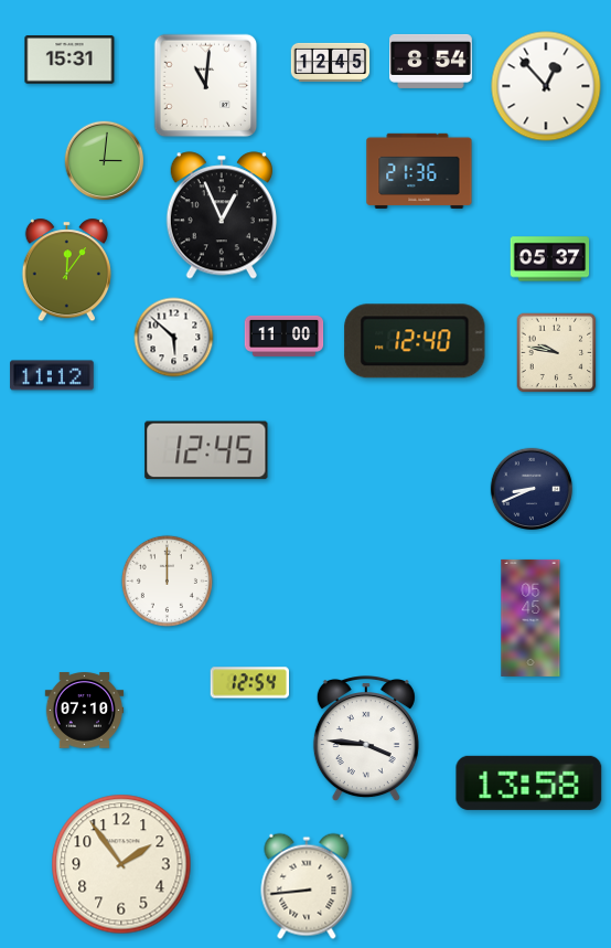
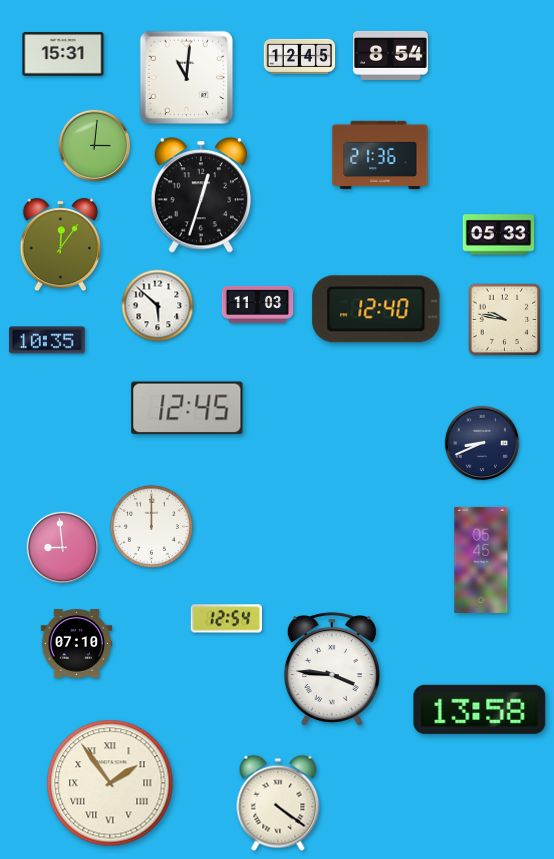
clock at (546, 86): 12:53 -> none
clock at (221, 215): 12:56 -> 12:33
clock at (550, 259): 05:37 -> 05:33
clock at (285, 335): 11:00 -> 11:03
clock at (52, 375): 11:12 -> 10:35
clock at (63, 548): none -> 8:59
clock at (121, 864) numerals: Arabic -> Roman
clock at (307, 886): 8:44 -> 4:21
